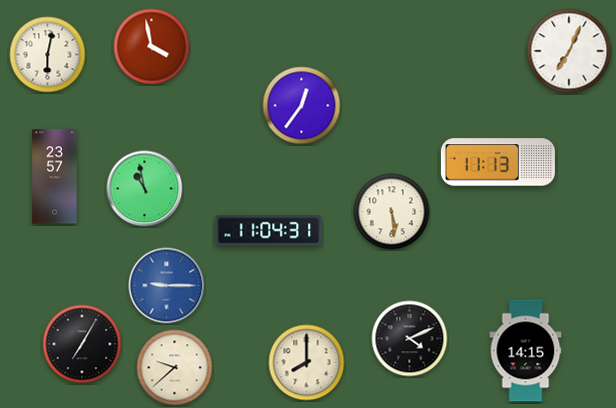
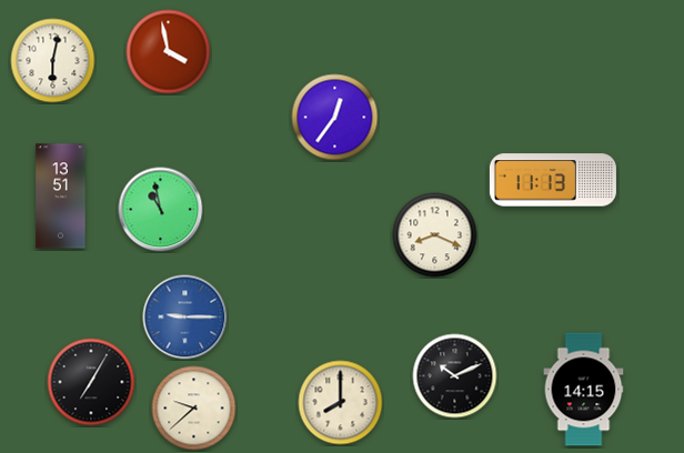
clock at (569, 51): 7:04 -> none
clock at (55, 177): 23:57 -> 13:51
clock at (392, 212): 5:29 -> 8:19
clock at (269, 231): 11:04 -> none
clock at (410, 339): 4:11 -> 10:11
